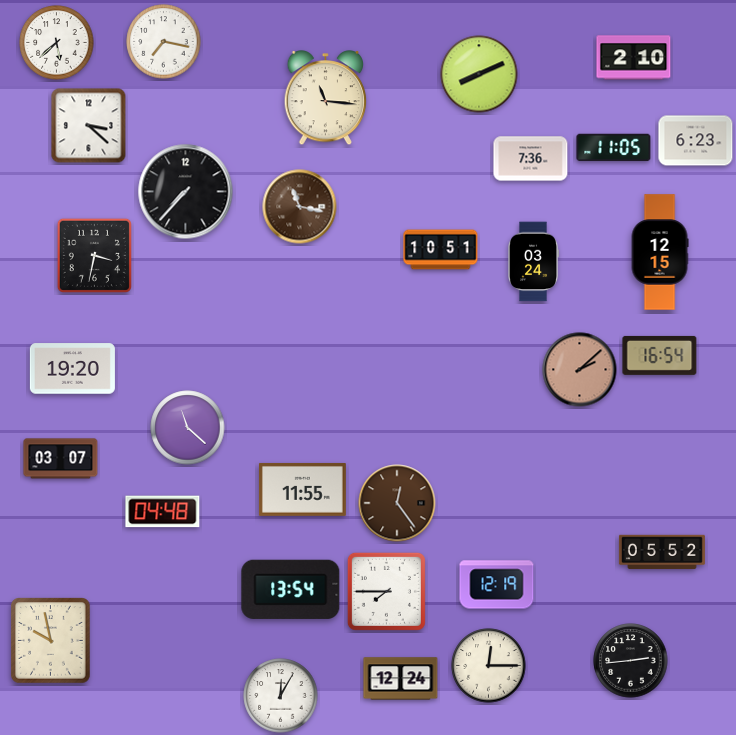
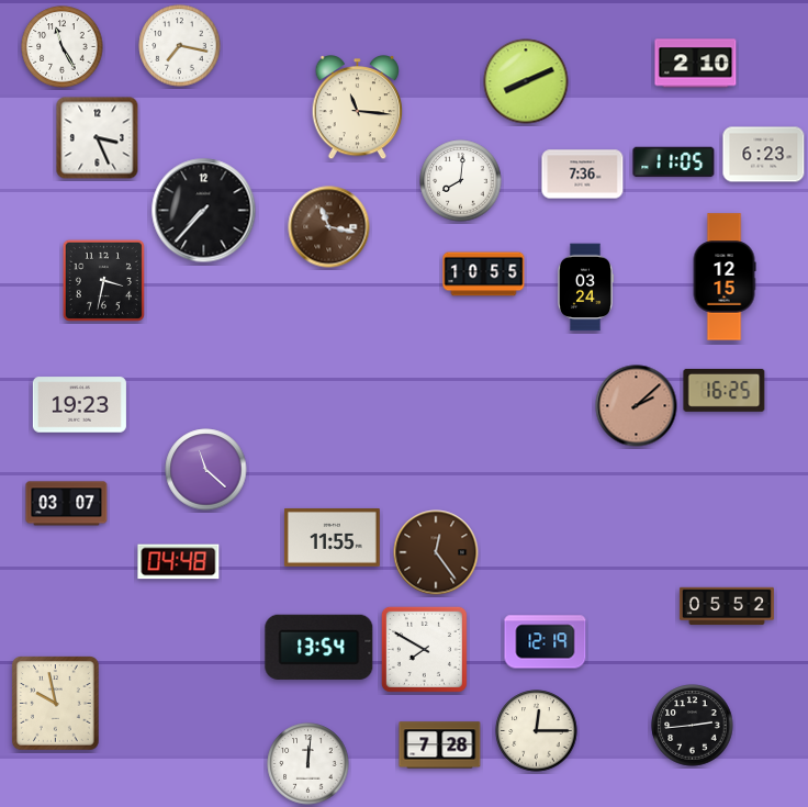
clock at (57, 43): 5:38 -> 11:25
clock at (89, 126): 3:22 -> 3:26
clock at (461, 181): none -> 8:01
clock at (441, 250): 10:51 -> 10:55
clock at (660, 355): 16:54 -> 16:25
clock at (72, 369): 19:20 -> 19:23
clock at (386, 591): 7:45 -> 7:50
clock at (401, 679): 12:24 -> 7:28
clock at (281, 696): 12:05 -> 12:01
